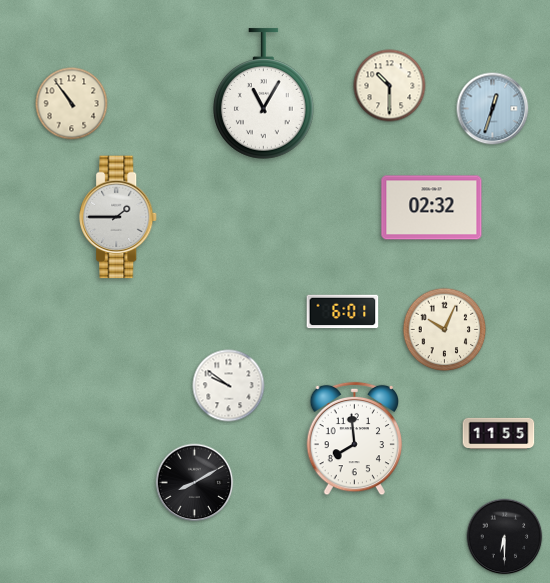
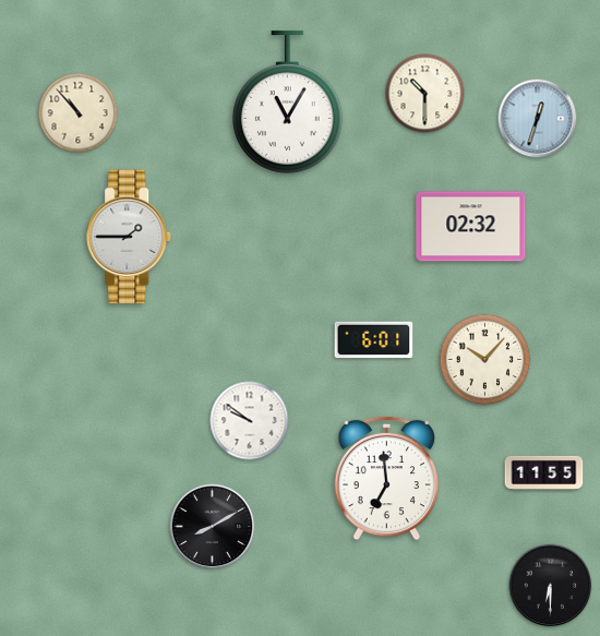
clock at (72, 104): 10:54 -> 10:53
clock at (445, 330): 10:04 -> 10:07
clock at (355, 439): 7:59 -> 6:59
